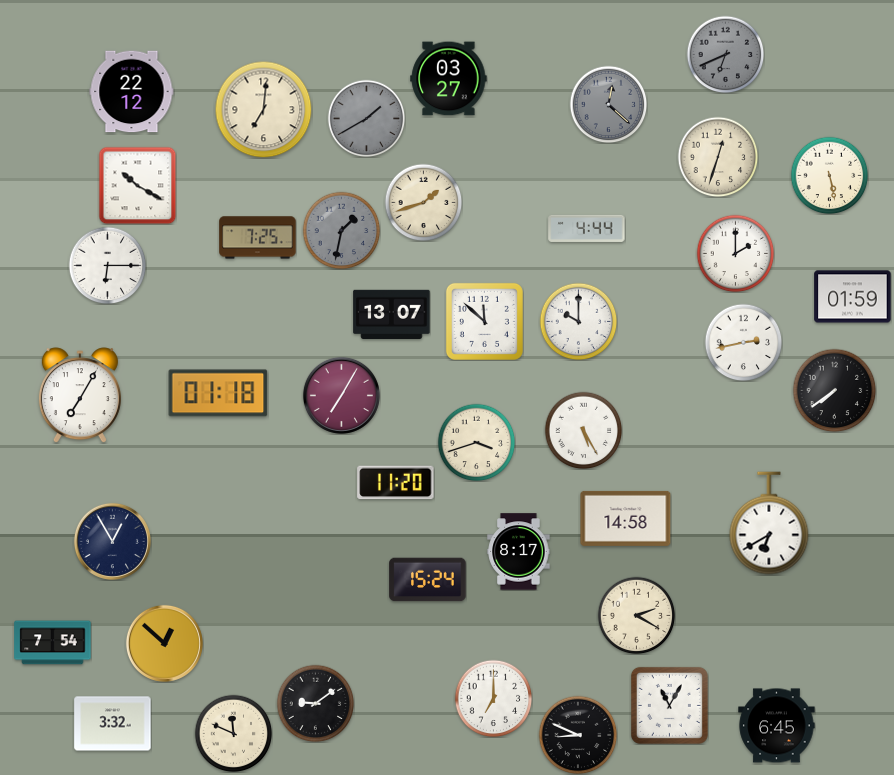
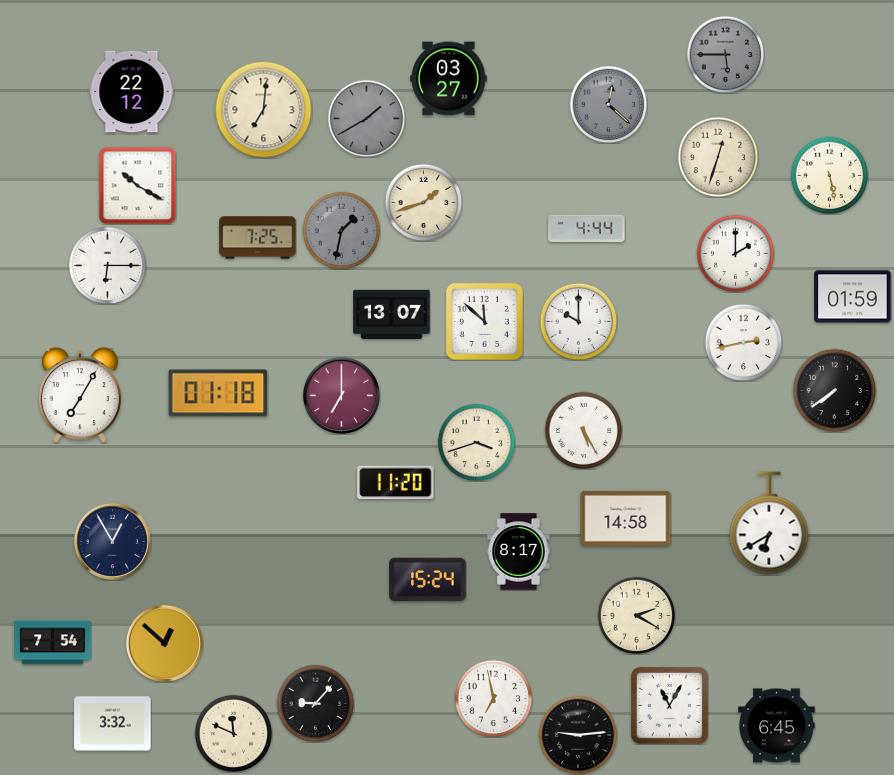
clock at (725, 54): 6:41 -> 5:45
clock at (341, 395): 7:05 -> 7:00
clock at (493, 698): 7:00 -> 6:58
clock at (315, 703): 9:09 -> 9:07
clock at (578, 735): 8:49 -> 9:14
